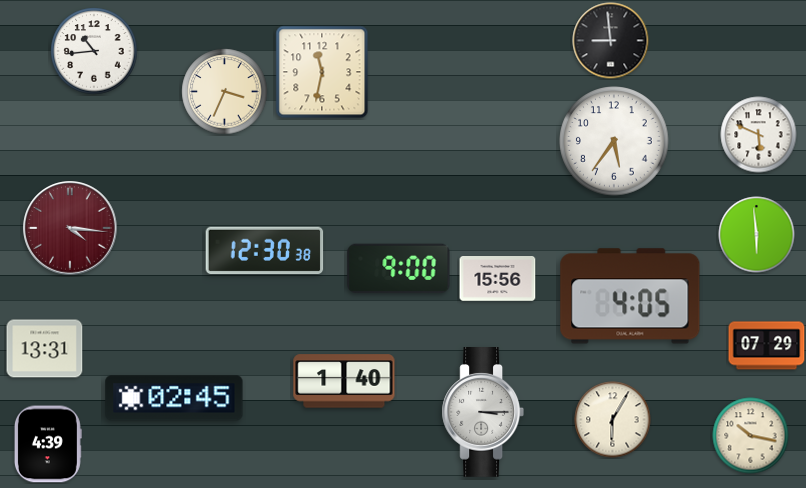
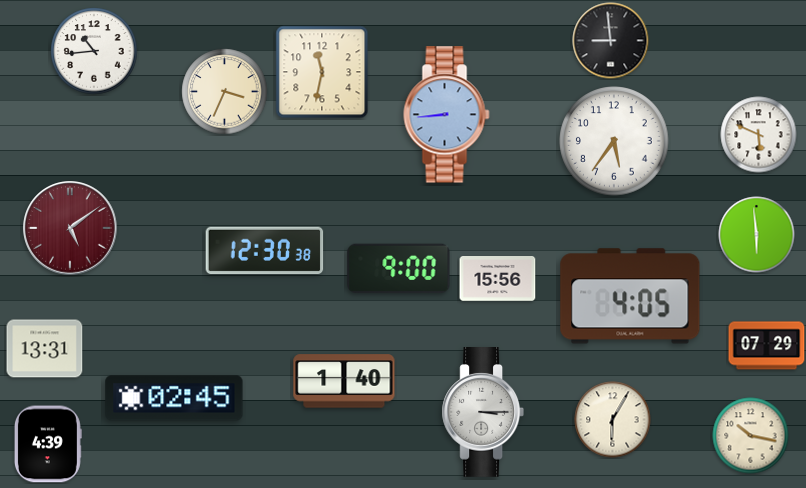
clock at (447, 115): none -> 8:44
clock at (70, 228): 4:16 -> 5:09
